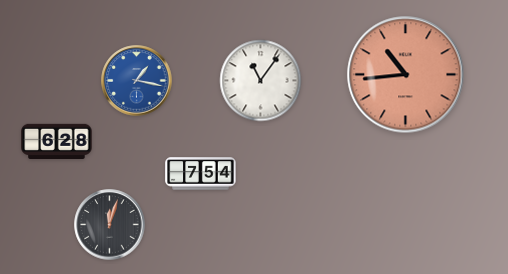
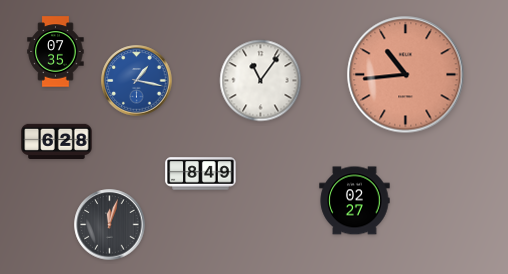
clock at (56, 52): none -> 07:35
clock at (201, 174): 7:54 -> 8:49
clock at (355, 201): none -> 02:27
